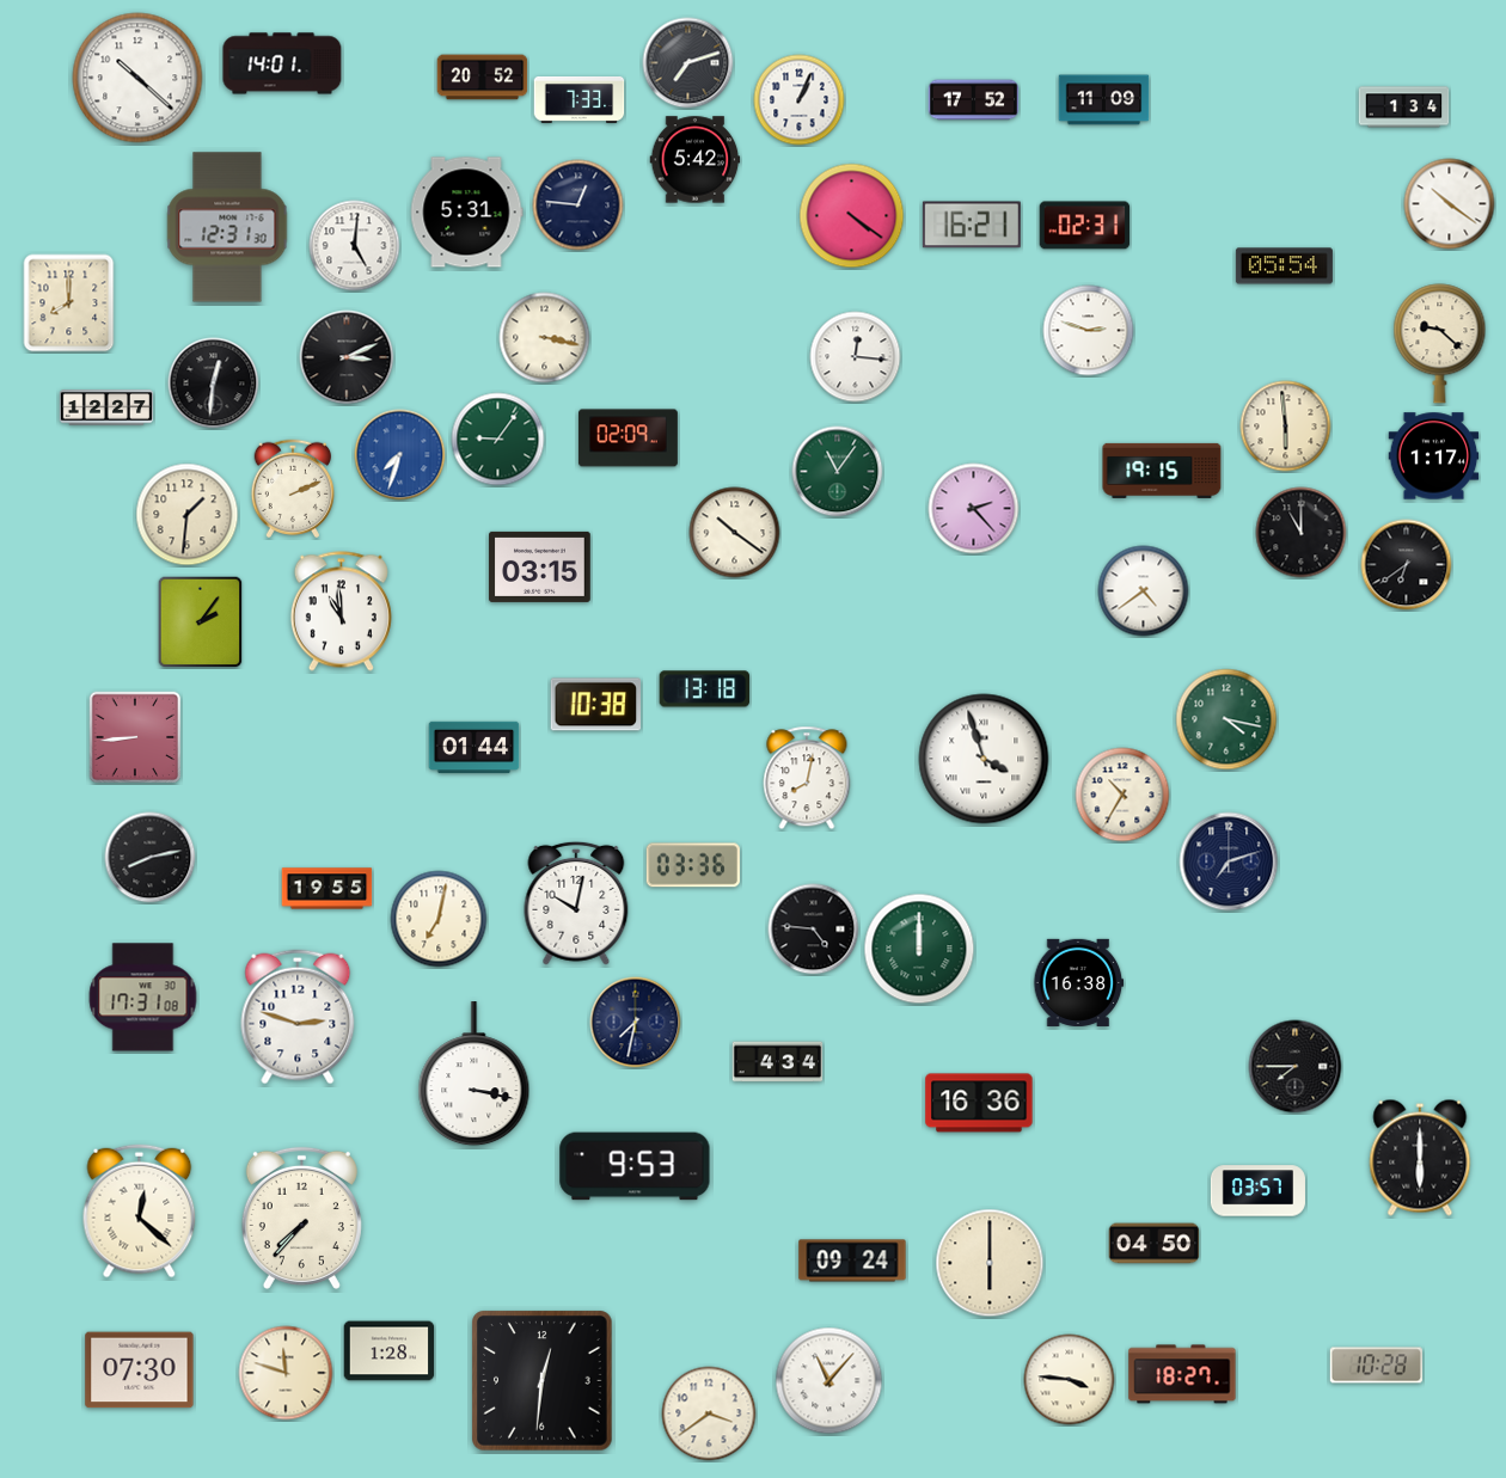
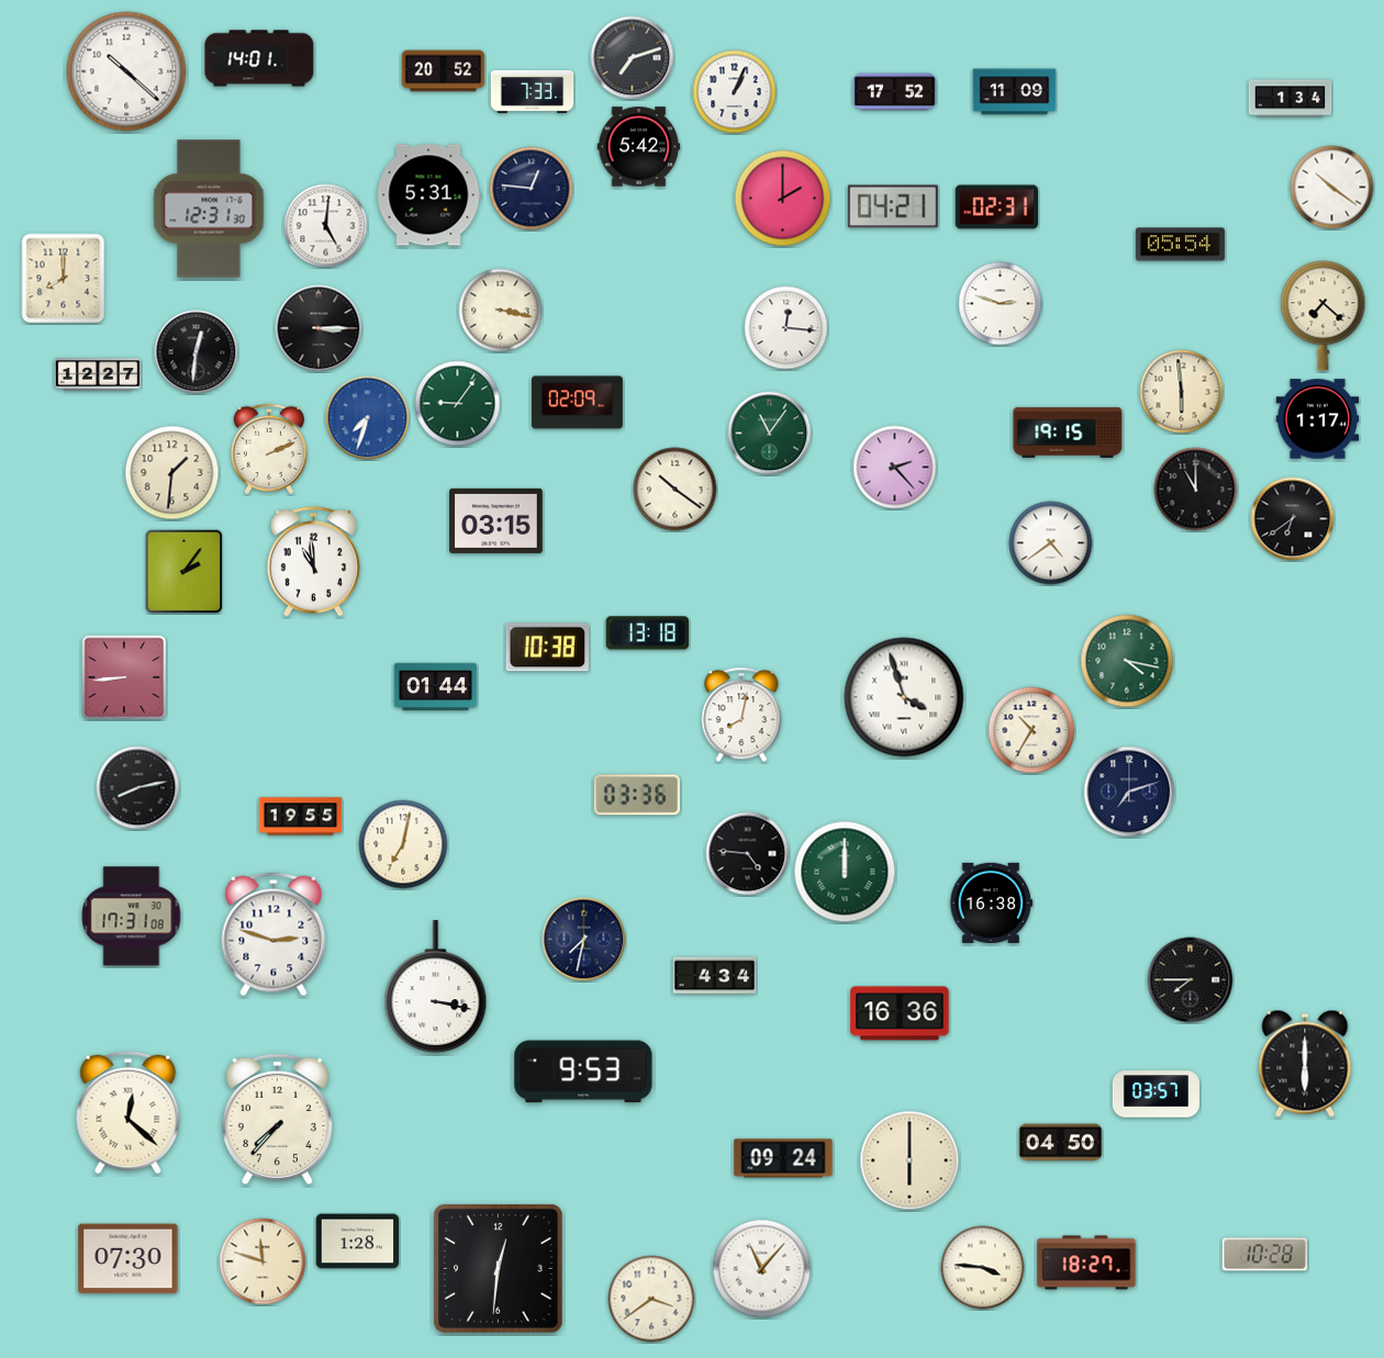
clock at (852, 216): 4:21 -> 2:00
clock at (972, 225): 16:21 -> 04:21
clock at (1440, 344): 9:22 -> 7:22
clock at (347, 357): 3:11 -> 3:15
clock at (576, 903): 10:02 -> none
